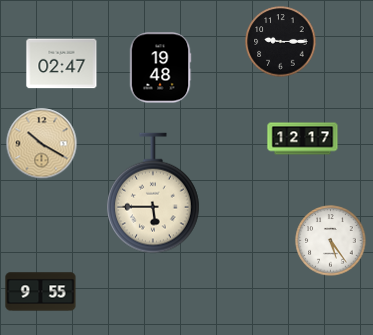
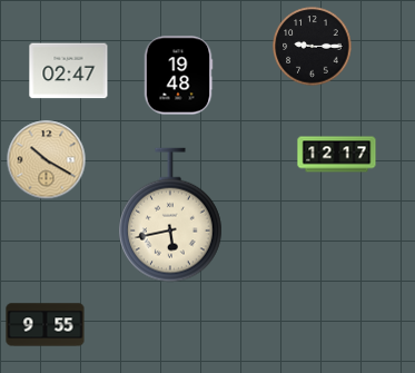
clock at (154, 193): 5:45 -> 5:43
clock at (331, 241): 5:24 -> none
